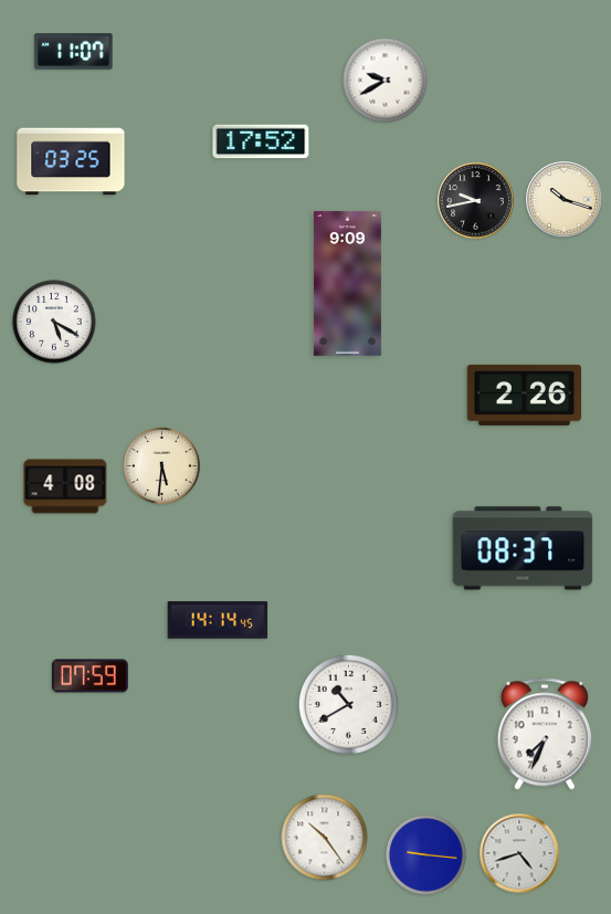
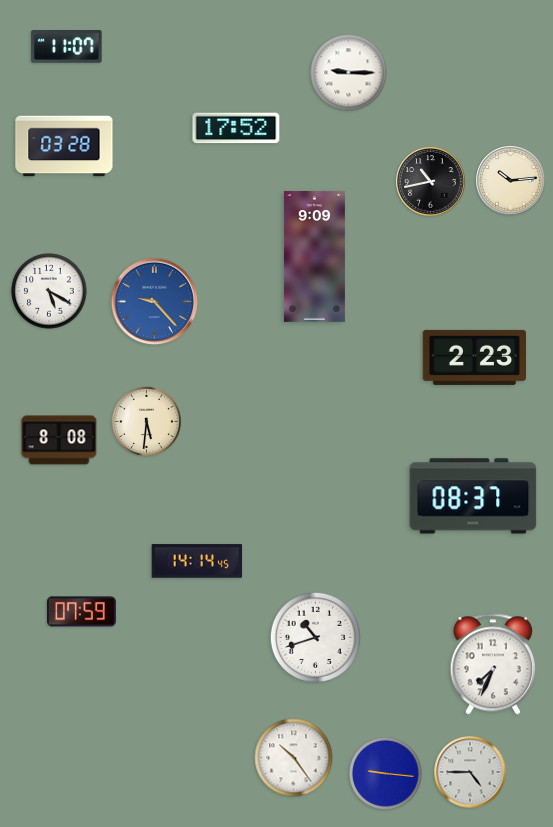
clock at (386, 81): 9:40 -> 9:15
clock at (71, 161): 03:25 -> 03:28
clock at (565, 200): 10:18 -> 10:14
clock at (476, 201): 9:43 -> 10:43
clock at (155, 302): none -> 9:23
clock at (525, 395): 2:26 -> 2:23
clock at (65, 486): 4:08 -> 8:08
clock at (348, 704): 10:40 -> 10:42
clock at (519, 853): 4:42 -> 4:45
